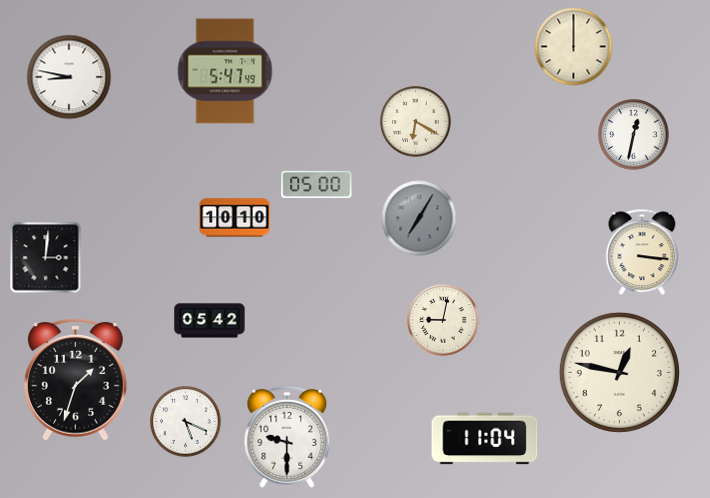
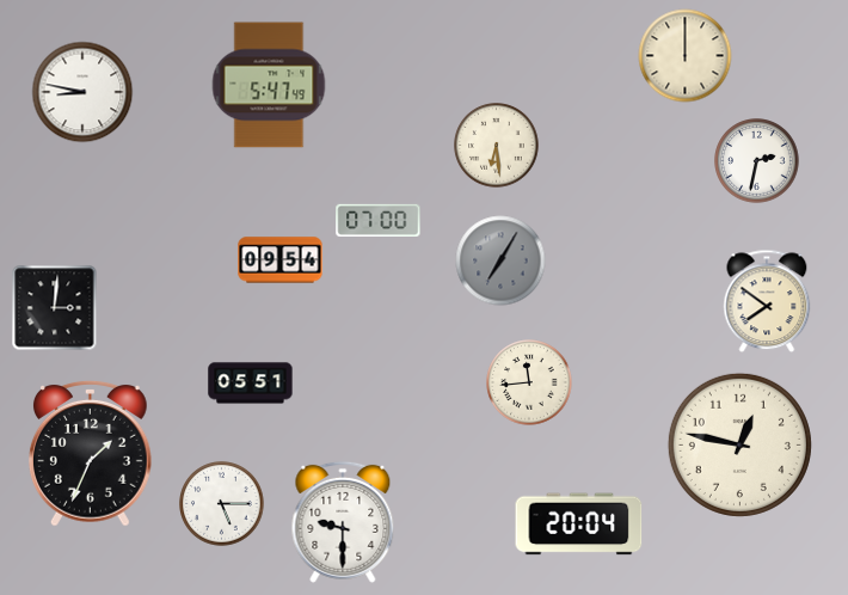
clock at (416, 122): 6:20 -> 6:29
clock at (634, 135): 12:32 -> 2:32
clock at (317, 184): 05:00 -> 07:00
clock at (235, 218): 10:10 -> 09:54
clock at (642, 252): 3:16 -> 7:51
clock at (443, 320): 9:02 -> 11:44
clock at (210, 321): 05:42 -> 05:51
clock at (76, 380): 1:33 -> 1:34
clock at (186, 422): 5:19 -> 5:15
clock at (485, 439): 11:04 -> 20:04
